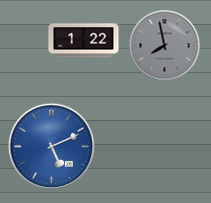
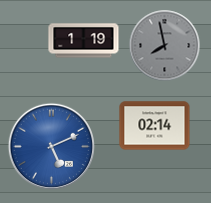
clock at (84, 41): 1:22 -> 1:19
clock at (155, 126): none -> 02:14
